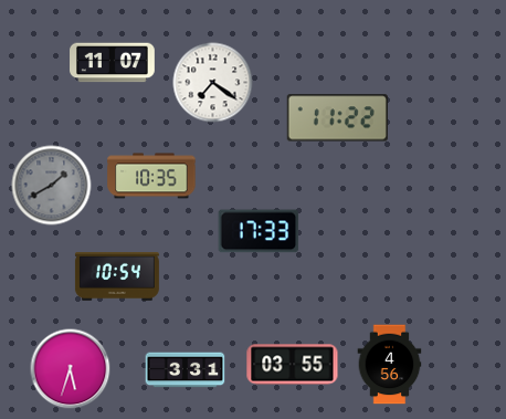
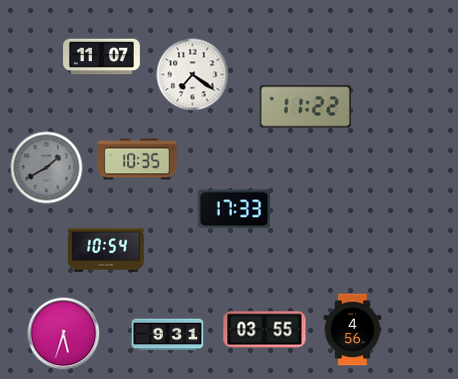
clock at (186, 370): 3:31 -> 9:31
